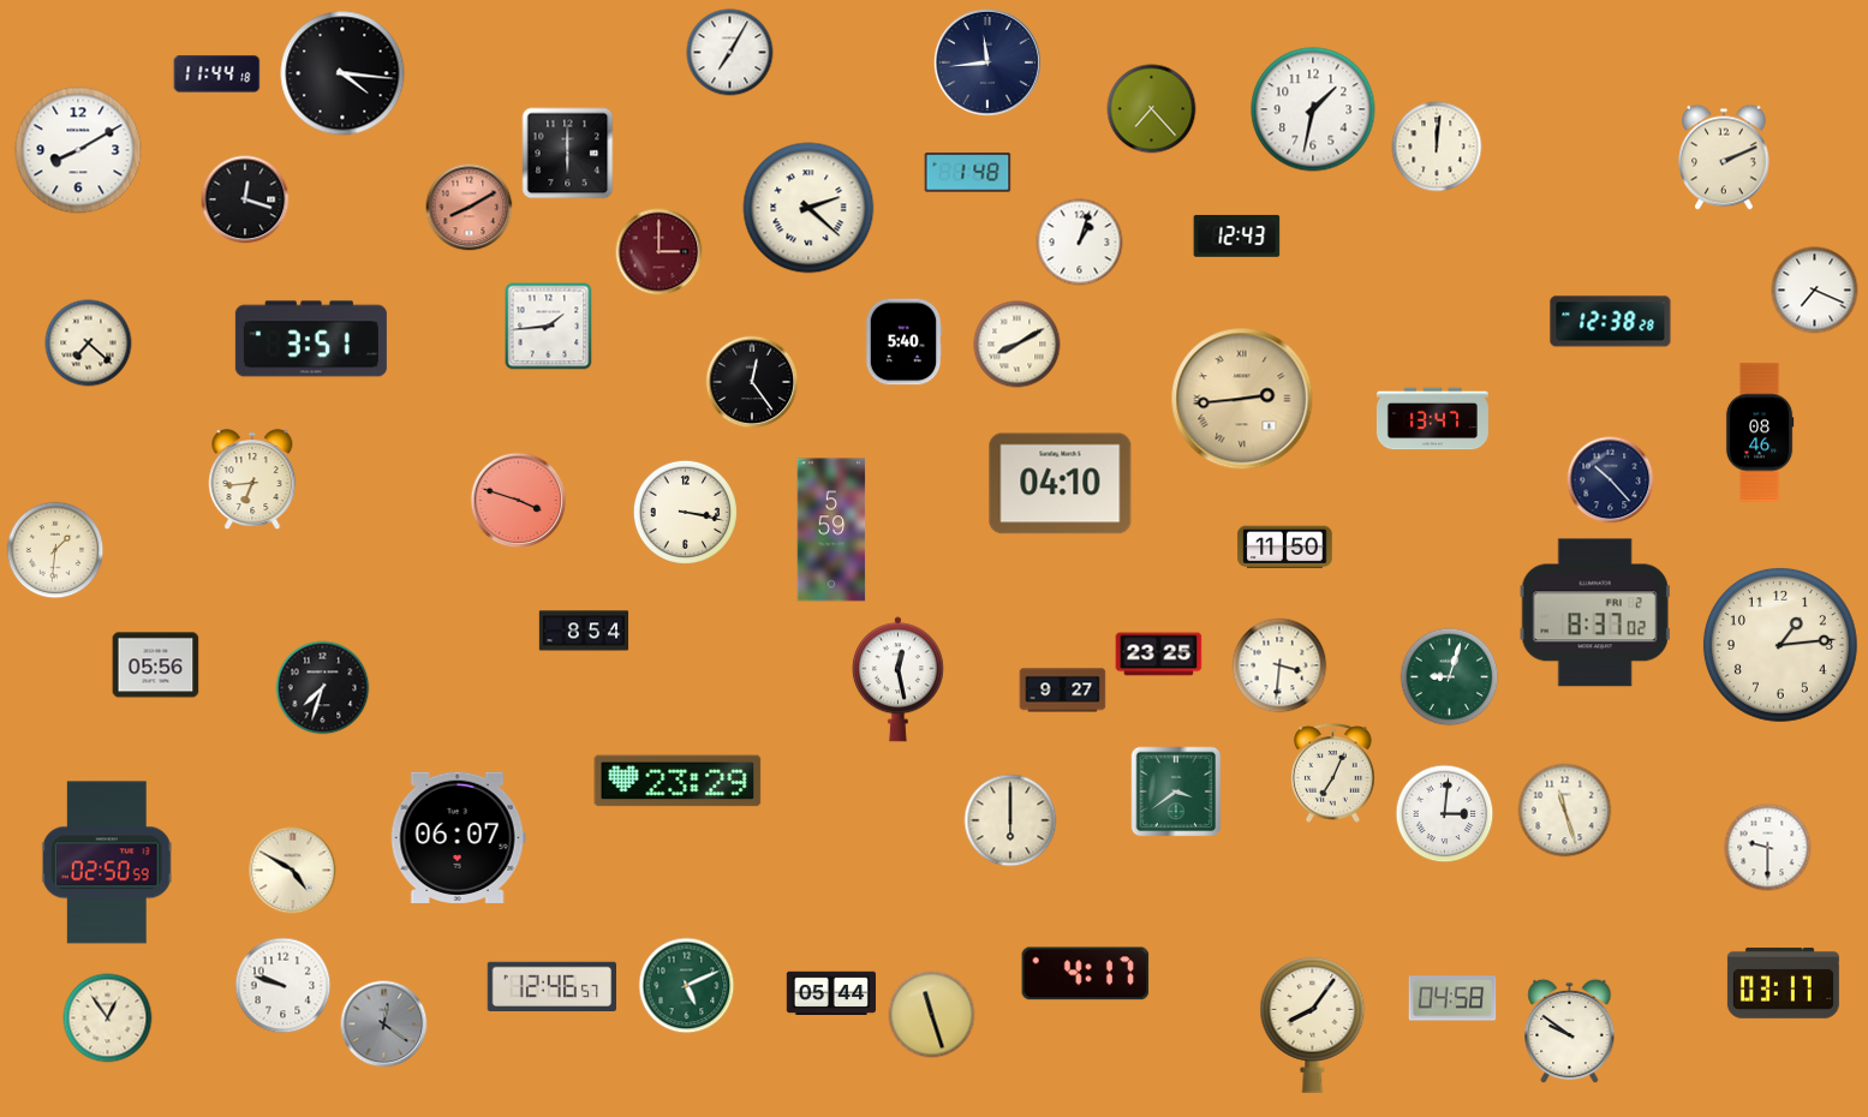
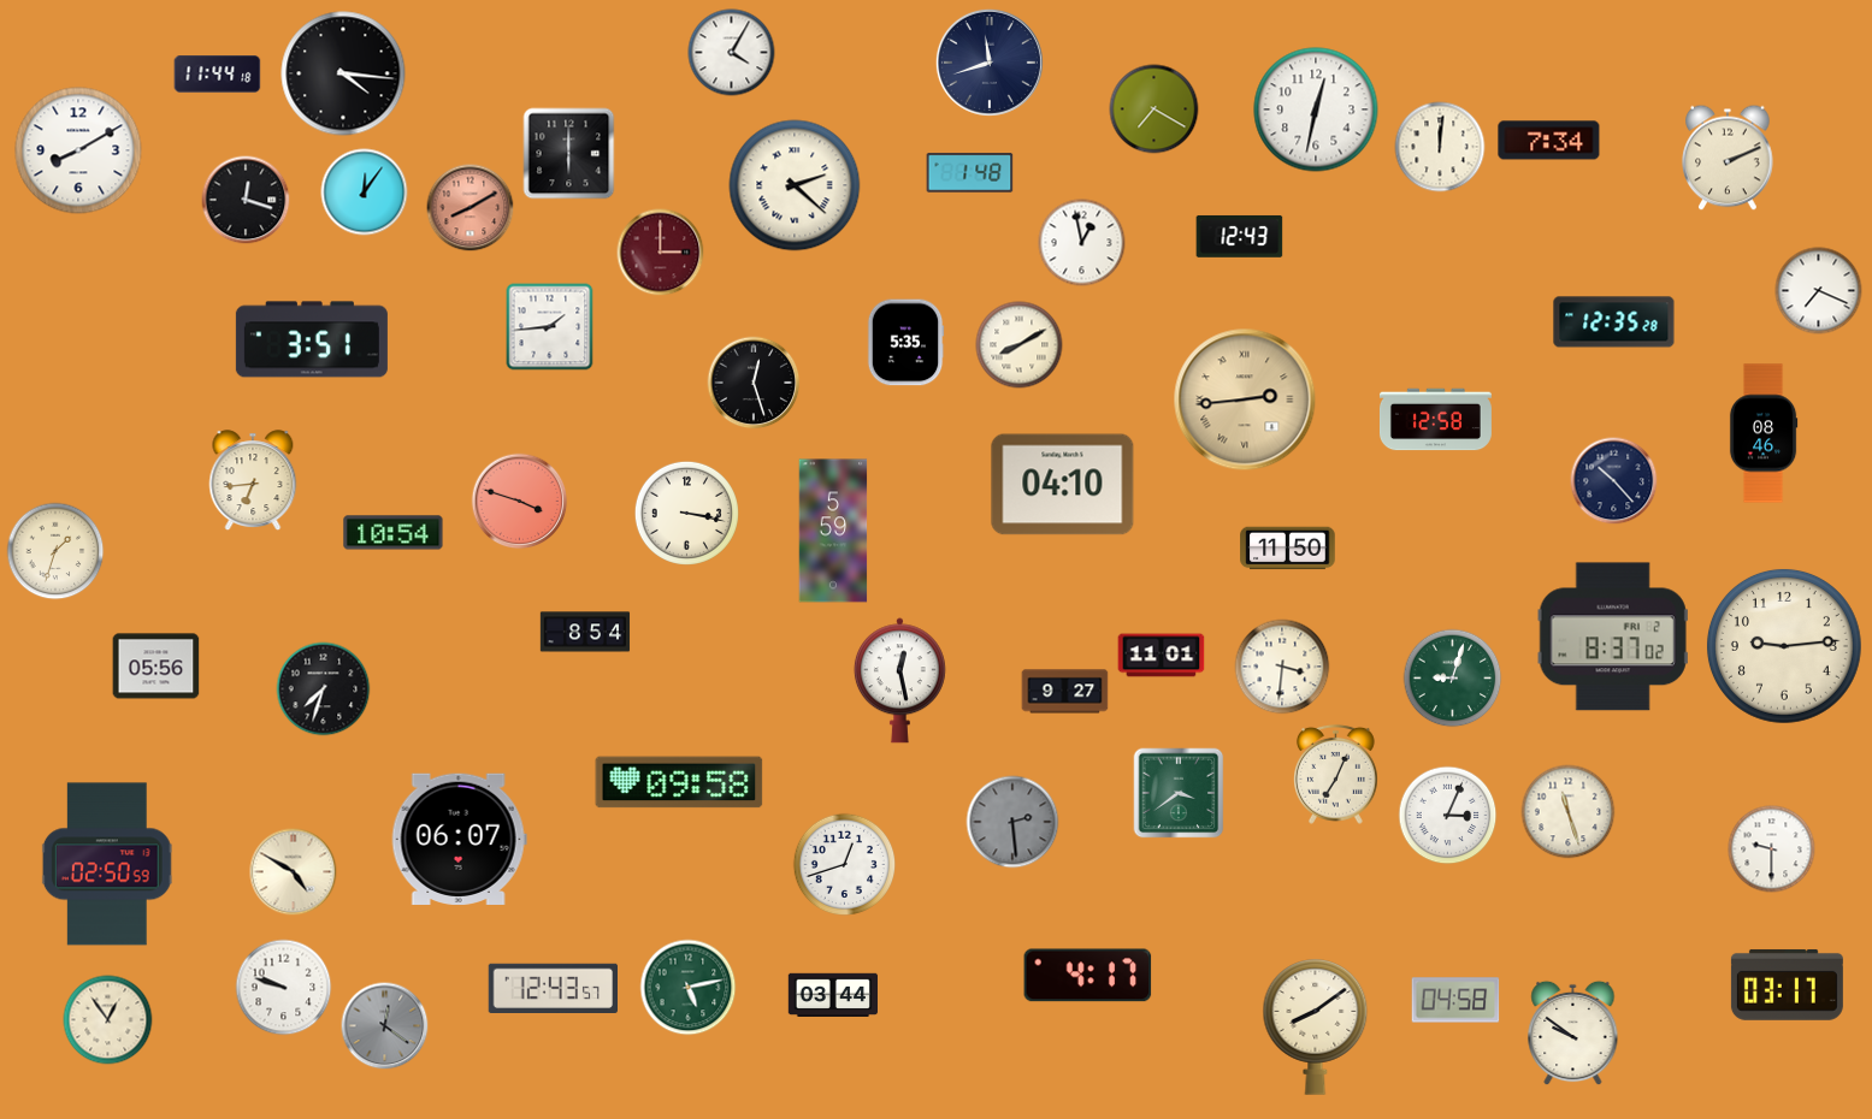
clock at (730, 53): 7:05 -> 4:05
clock at (987, 62): 11:44 -> 11:42
clock at (1152, 109): 7:23 -> 7:20
clock at (1313, 109): 1:32 -> 12:32
clock at (1549, 141): none -> 7:34
clock at (365, 193): none -> 12:06
clock at (808, 208) position: (808, 208) -> (795, 185)
clock at (1080, 243): 1:03 -> 12:58
clock at (1611, 322): 12:38 -> 12:35
clock at (903, 342): 5:40 -> 5:35
clock at (89, 344): 7:22 -> none
clock at (752, 382): 12:24 -> 12:27
clock at (1432, 419): 13:47 -> 12:58
clock at (394, 533): none -> 10:54
clock at (55, 550): 1:31 -> 1:33
clock at (1595, 613) position: (1595, 613) -> (1613, 637)
clock at (1780, 645): 1:14 -> 9:14
clock at (1159, 655): 23:25 -> 11:01
clock at (678, 781): 23:29 -> 09:58
clock at (1445, 814): 3:01 -> 3:04
clock at (1010, 820): 6:00 -> 2:29
clock at (1010, 820) dial: cream -> grey
clock at (845, 865): none -> 12:42
clock at (551, 986): 12:46 -> 12:43
clock at (687, 986): 5:11 -> 5:13
clock at (830, 992): 05:44 -> 03:44
clock at (932, 1015): 11:27 -> none
clock at (1313, 1026): 8:06 -> 8:09
